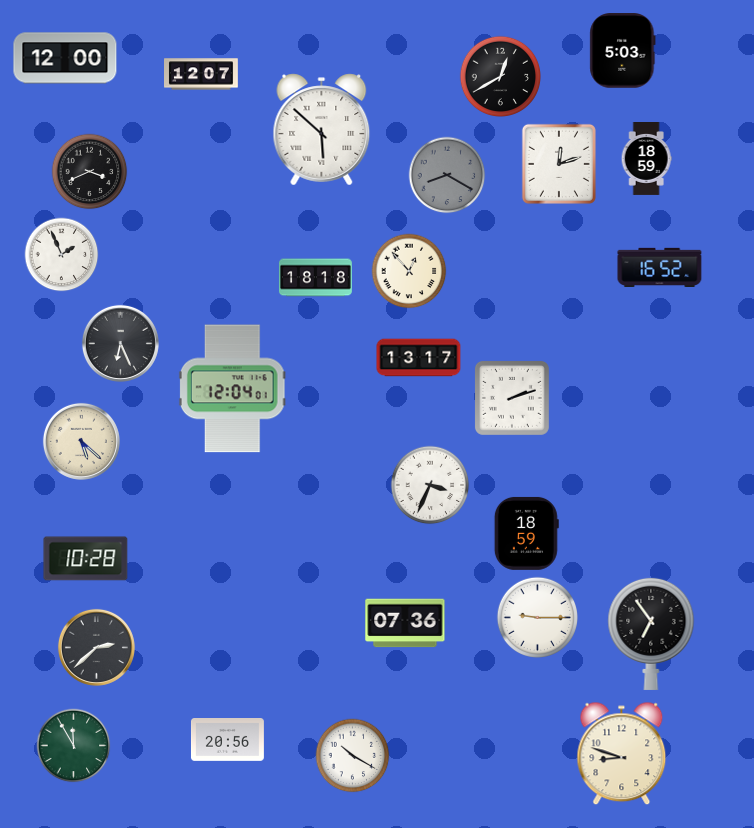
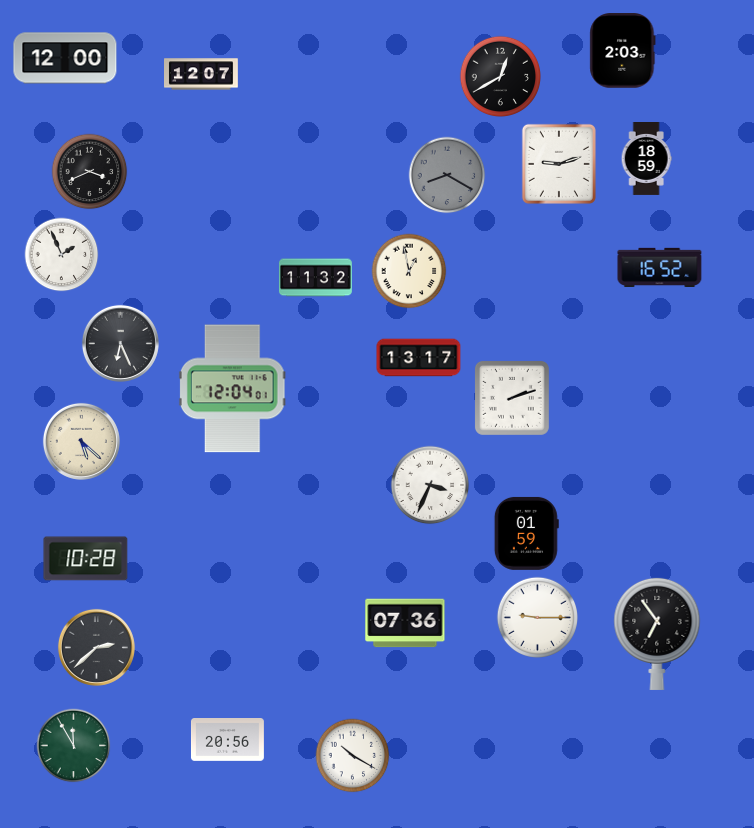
clock at (623, 51): 5:03 -> 2:03
clock at (322, 130): 5:52 -> none
clock at (559, 164): 12:12 -> 9:12
clock at (409, 271): 12:53 -> 12:58
clock at (315, 278): 18:18 -> 11:32
clock at (526, 533): 18:59 -> 01:59
clock at (651, 633) position: (651, 633) -> (657, 633)
clock at (622, 754): 8:48 -> none
